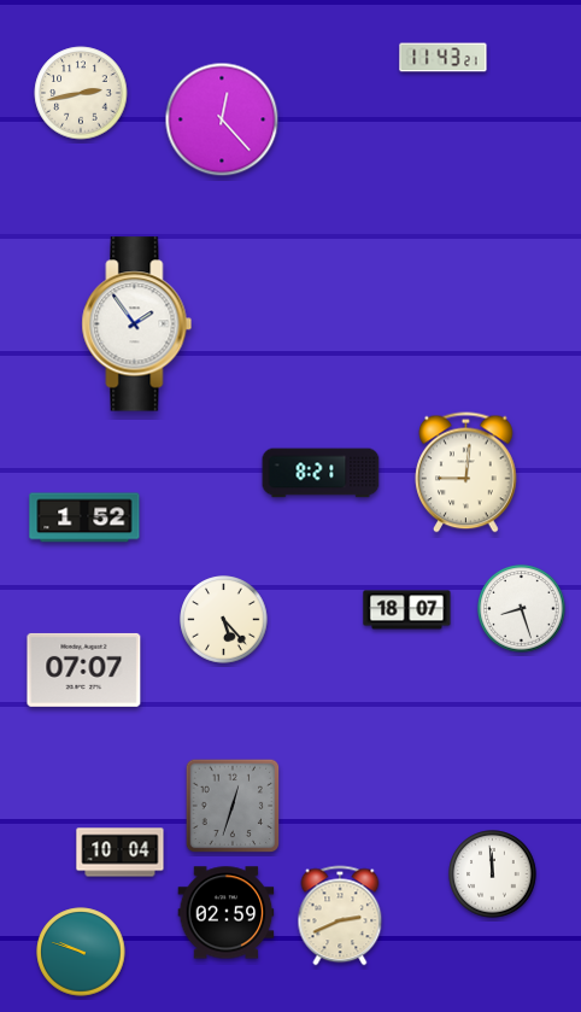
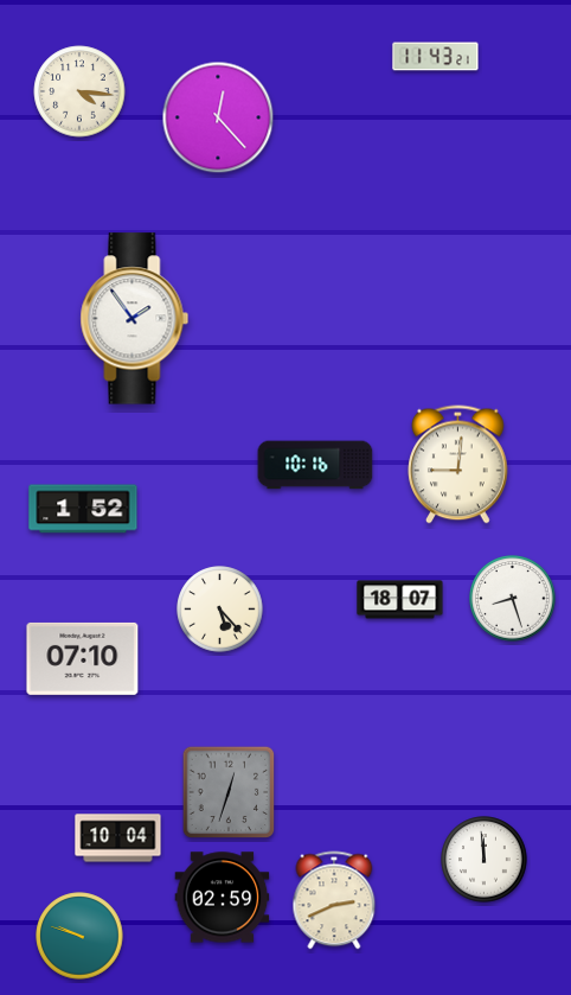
clock at (81, 93): 2:43 -> 4:16
clock at (321, 473): 8:21 -> 10:16
clock at (84, 669): 07:07 -> 07:10
